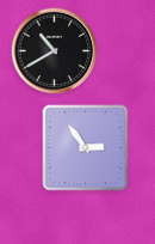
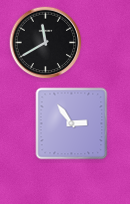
clock at (55, 51): 10:40 -> 11:40
